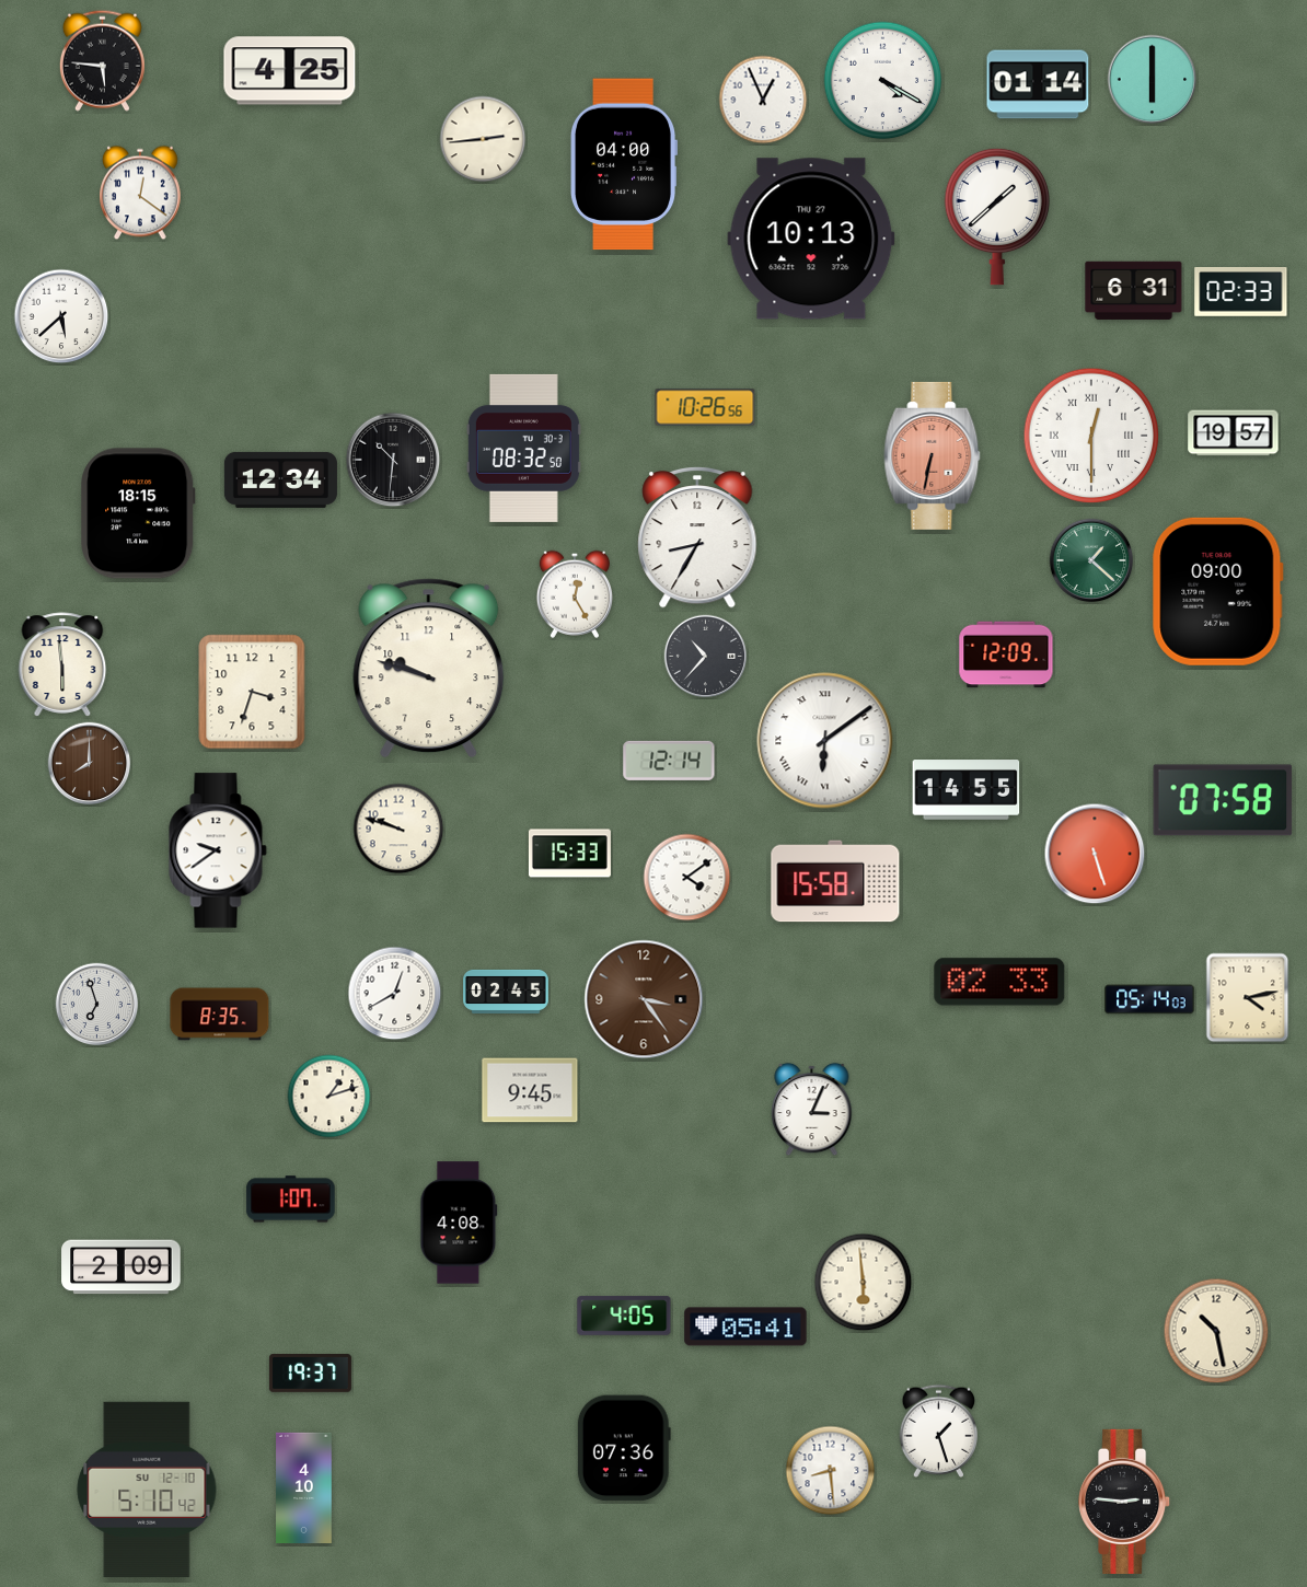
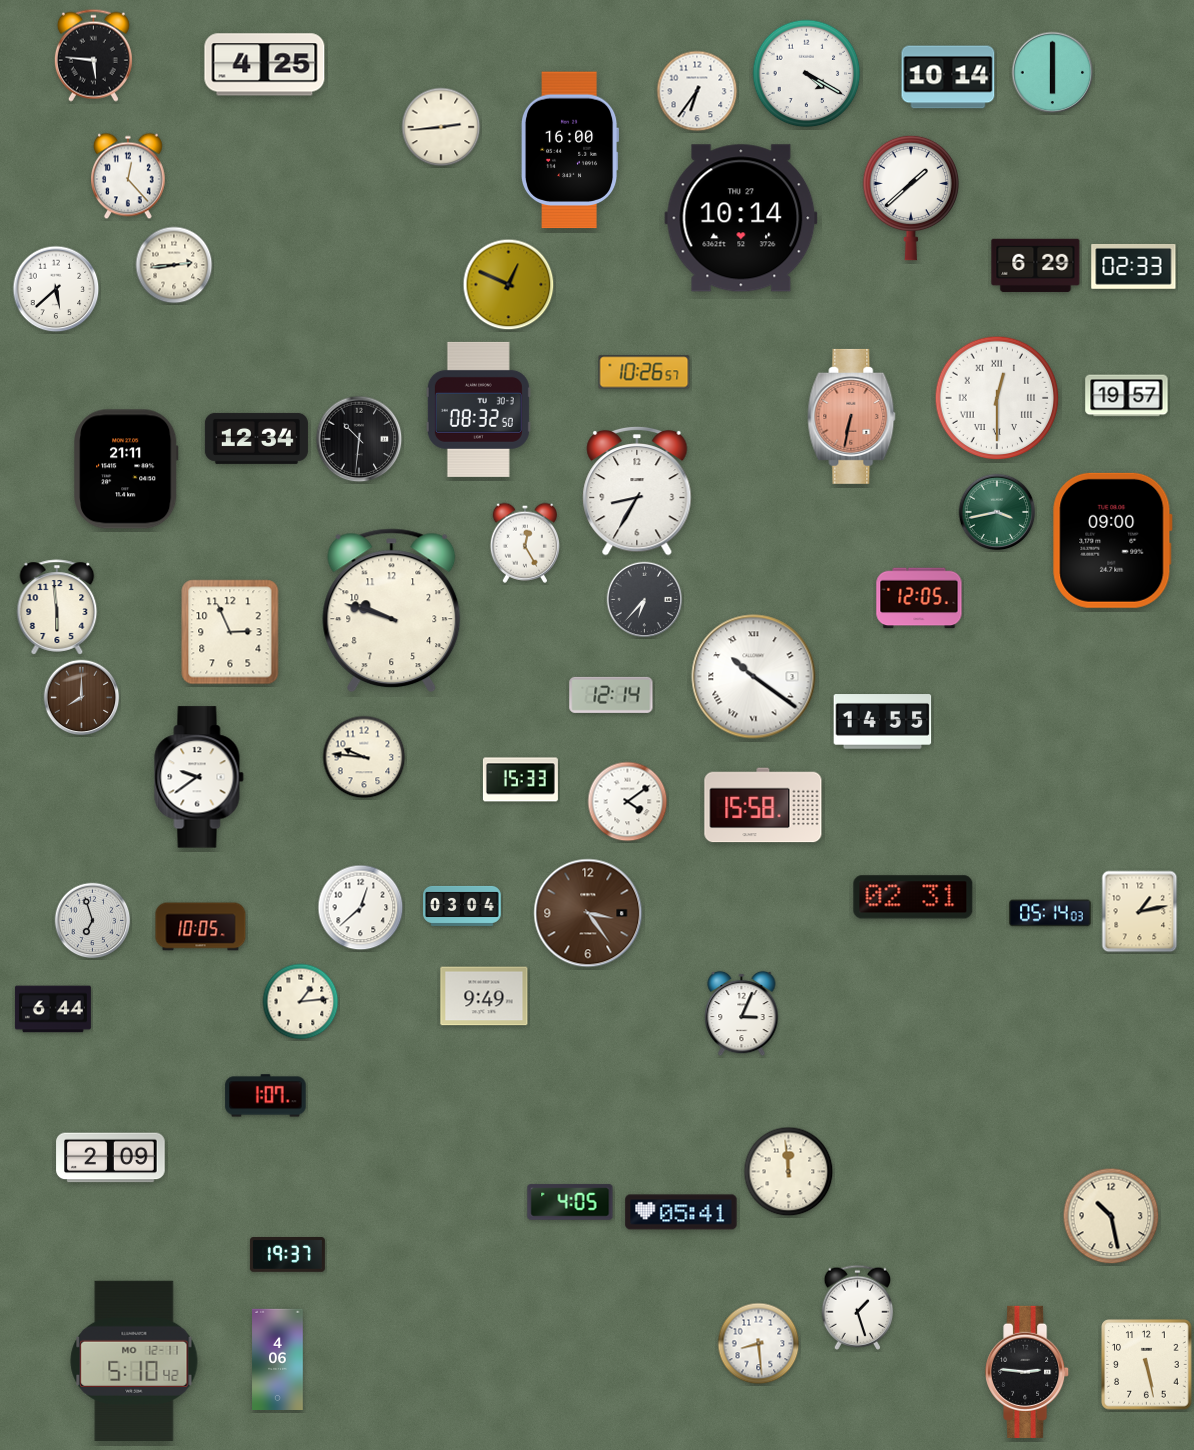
clock at (1038, 84): 01:14 -> 10:14
clock at (763, 100): 12:56 -> 6:36
clock at (625, 164): 04:00 -> 16:00
clock at (141, 193): 12:21 -> 12:23
clock at (811, 239): 10:13 -> 10:14
clock at (174, 265): none -> 2:44
clock at (1134, 290): 6:31 -> 6:29
clock at (509, 285): none -> 12:49
clock at (705, 407): 10:26:56 -> 10:26:57
clock at (393, 460) position: (393, 460) -> (359, 439)
clock at (138, 513): 18:15 -> 21:11
clock at (1091, 560): 1:22 -> 3:43
clock at (1006, 655): 12:09 -> 12:05
clock at (706, 657): 10:37 -> 6:37
clock at (252, 692): 3:33 -> 2:56
clock at (825, 741): 6:09 -> 10:21
clock at (1223, 800): 07:58 -> none
clock at (398, 829): 9:48 -> 9:46
clock at (1095, 854): 5:27 -> none
clock at (999, 982): 02:33 -> 02:31
clock at (506, 992): 02:45 -> 03:04
clock at (395, 994): 12:40 -> 12:38
clock at (1248, 998): 4:13 -> 1:13
clock at (97, 1005) position: (97, 1005) -> (93, 921)
clock at (220, 1015): 8:35 -> 10:05
clock at (530, 1090): 9:45 -> 9:49
clock at (329, 1097): 1:12 -> 1:14
clock at (53, 1009): none -> 6:44
clock at (459, 1223): 4:08 -> none
clock at (864, 1283): 5:59 -> 11:59
clock at (310, 1374) position: (310, 1374) -> (287, 1255)
clock at (624, 1448): 07:36 -> none
clock at (304, 1487): 4:10 -> 4:06
clock at (147, 1490) date: SU 12-10 -> MO 12-11
clock at (1147, 1365): none -> 5:28
